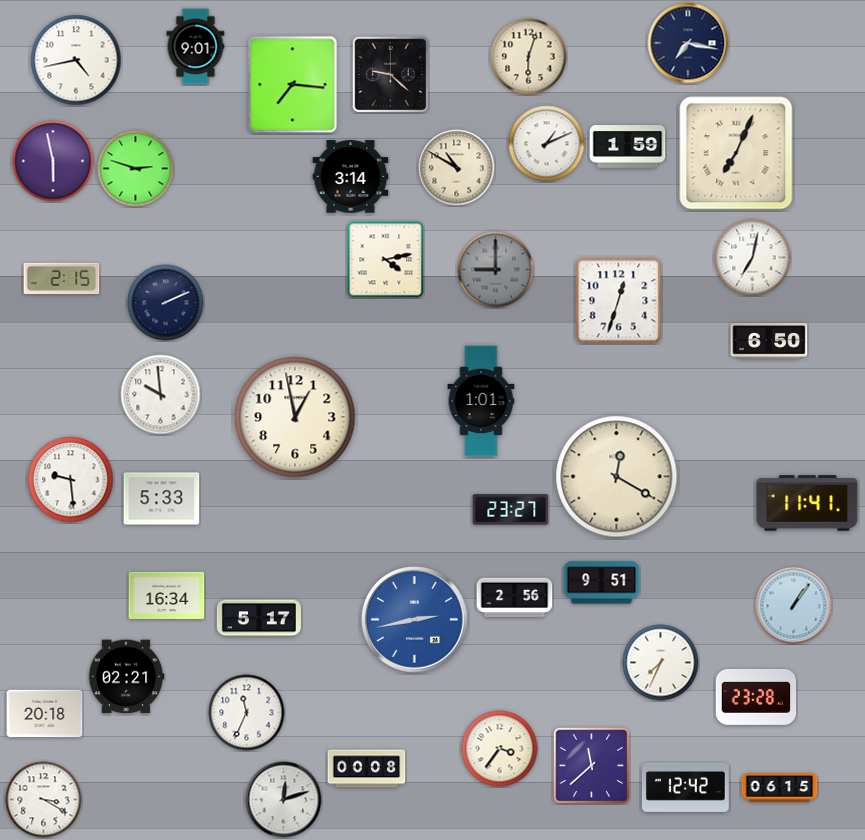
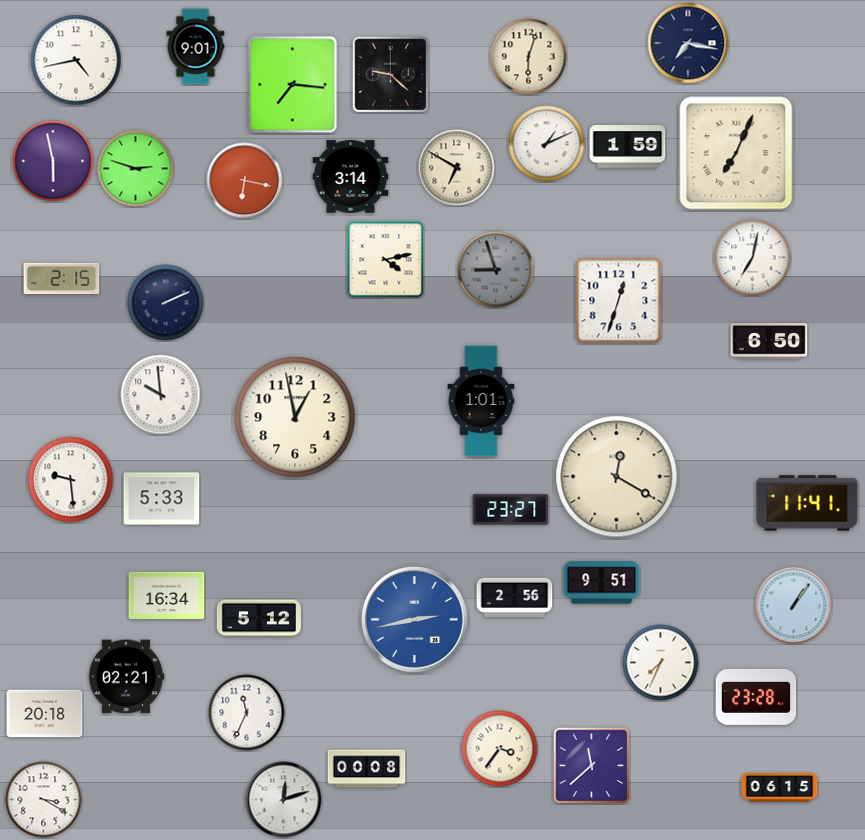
clock at (457, 168): 10:50 -> 6:50
clock at (245, 181): none -> 6:17
clock at (496, 270): 9:00 -> 8:57
clock at (259, 618): 5:17 -> 5:12
clock at (685, 787): 12:42 -> none
